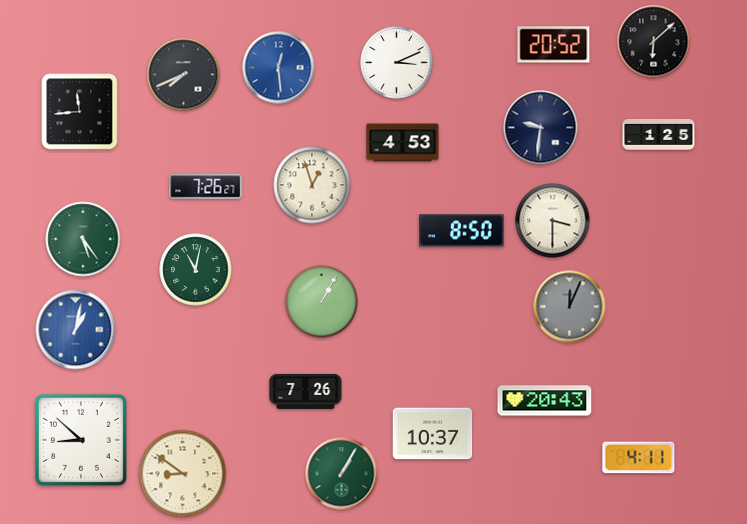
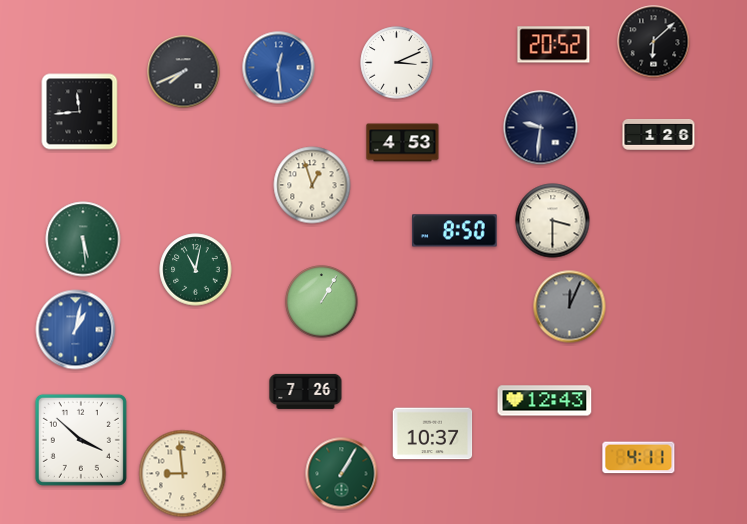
clock at (184, 75) position: (184, 75) -> (184, 72)
clock at (659, 134): 1:25 -> 1:26
clock at (206, 187): 7:26 -> none
clock at (462, 231) position: (462, 231) -> (455, 231)
clock at (83, 239): 5:24 -> 5:29
clock at (545, 401): 20:43 -> 12:43
clock at (81, 440): 8:52 -> 3:52
clock at (183, 474): 8:51 -> 8:59
